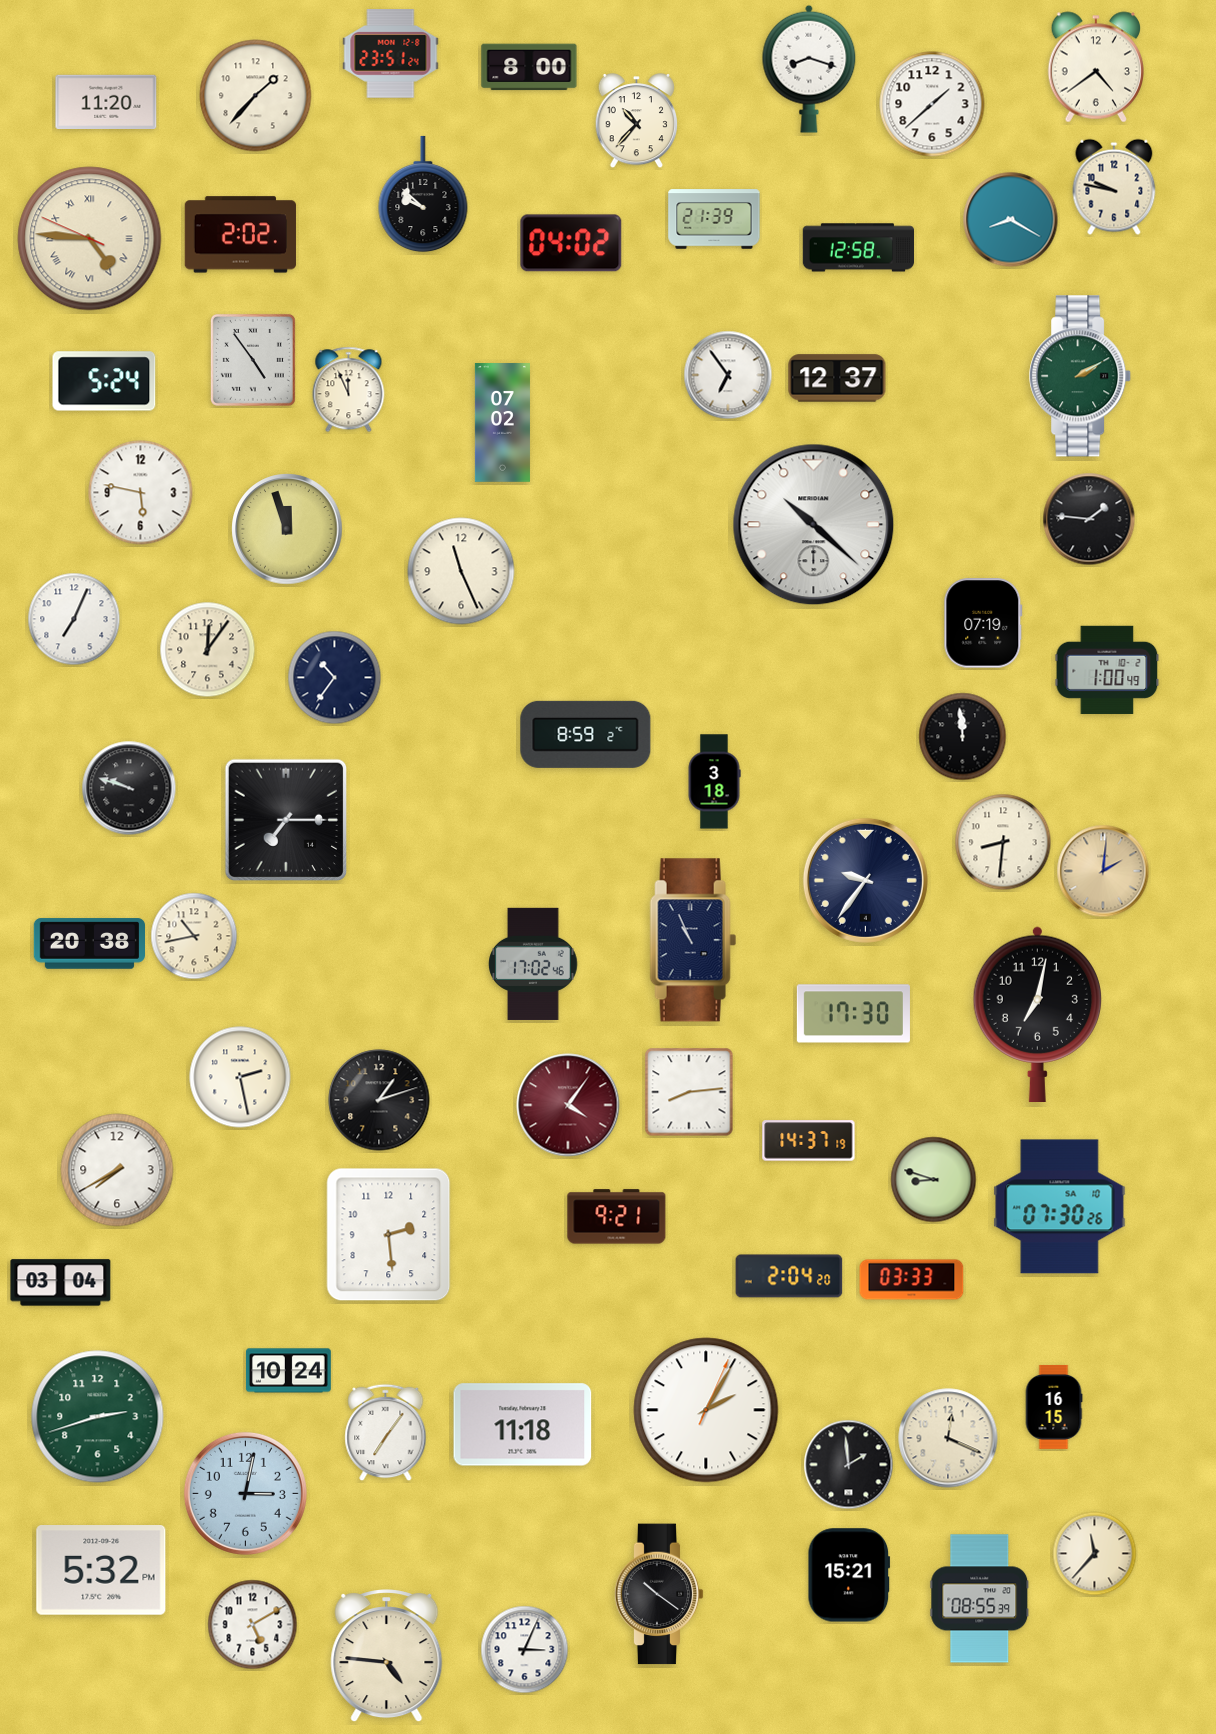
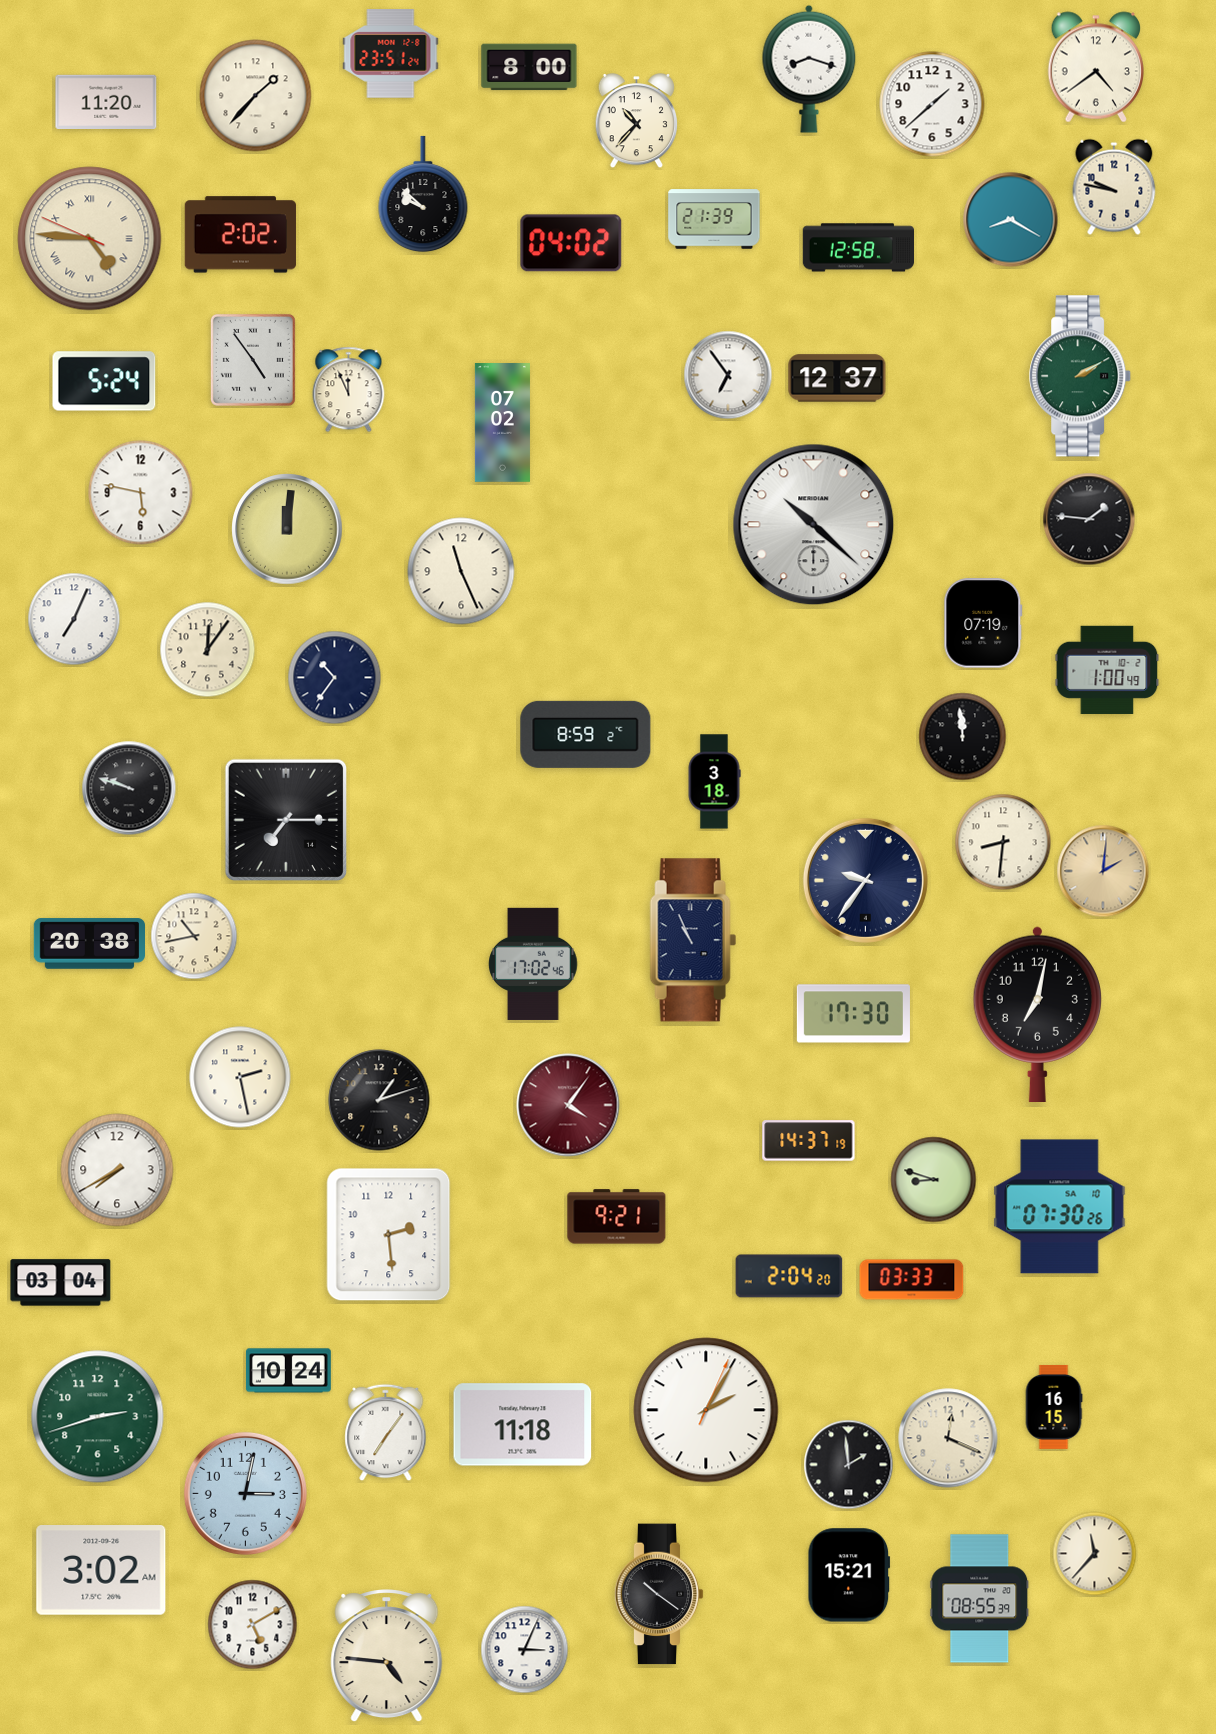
clock at (287, 529): 11:57 -> 12:01
clock at (689, 1092): 8:14 -> none
clock at (101, 1571): 5:32 -> 3:02
